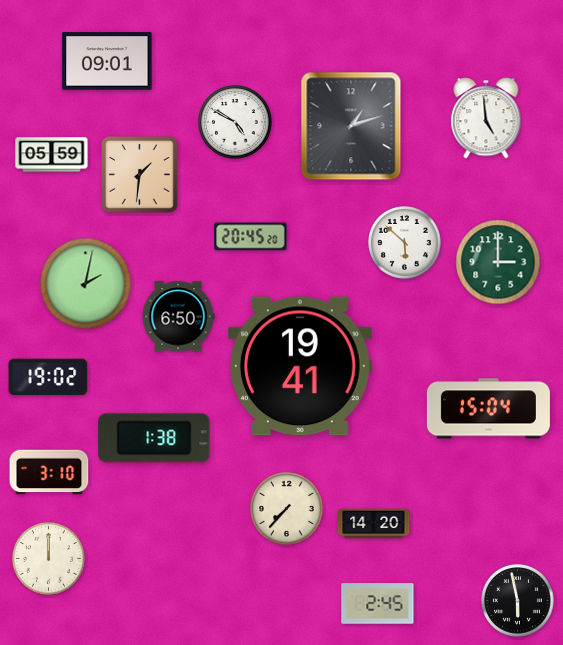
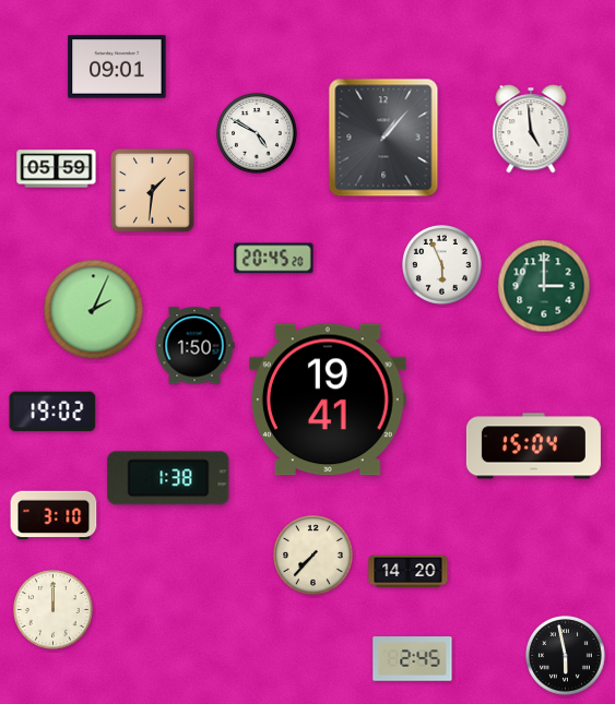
clock at (351, 126): 1:12 -> 1:07
clock at (405, 243): 5:52 -> 5:56
clock at (86, 284): 2:02 -> 2:04
clock at (178, 317): 6:50 -> 1:50
